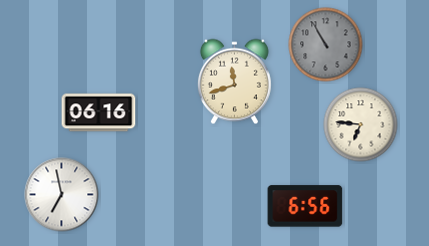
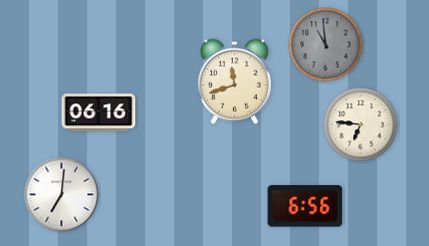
clock at (326, 45): 10:55 -> 10:59
clock at (62, 195): 6:58 -> 7:01
